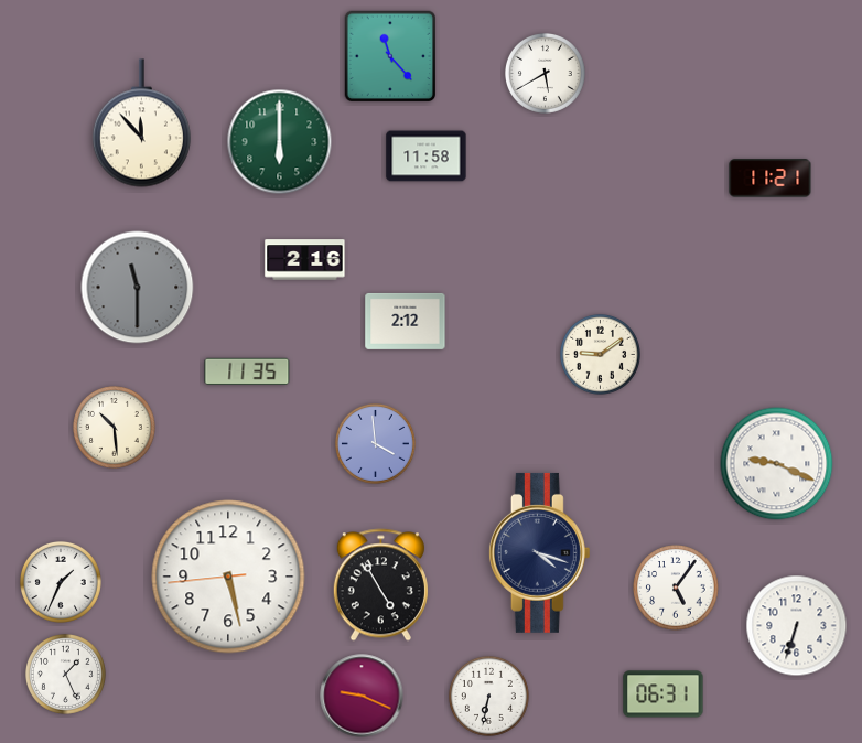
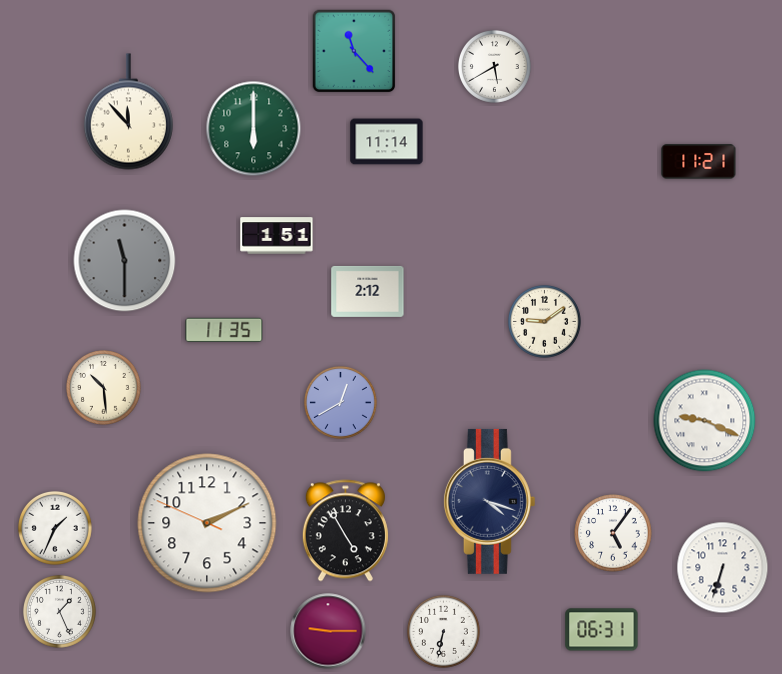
clock at (427, 157): 11:58 -> 11:14
clock at (305, 260): 2:16 -> 1:51
clock at (247, 371) position: (247, 371) -> (224, 330)
clock at (375, 443): 3:59 -> 12:40
clock at (228, 577): 5:27 -> 2:10
clock at (362, 696): 9:19 -> 9:15
